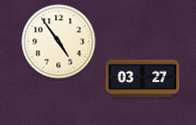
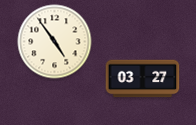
clock at (59, 42) position: (59, 42) -> (55, 42)
